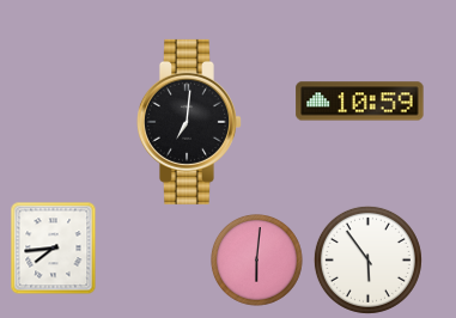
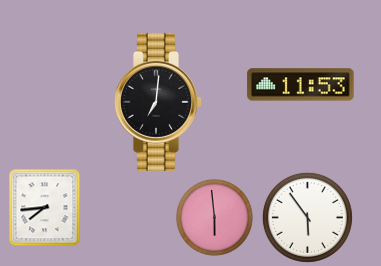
clock at (360, 102): 10:59 -> 11:53
clock at (257, 261): 6:01 -> 5:59
